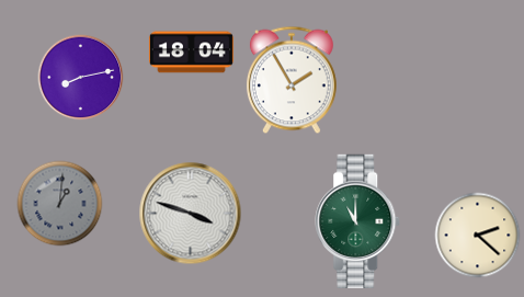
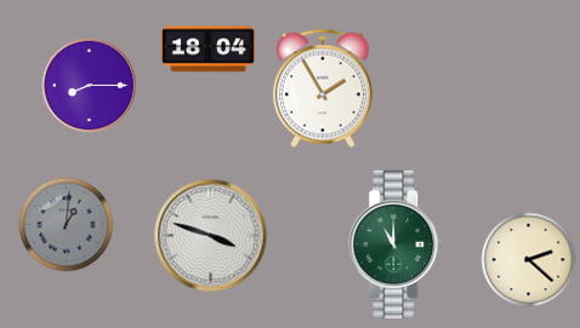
clock at (191, 53) position: (191, 53) -> (207, 50)
clock at (80, 77): 8:13 -> 8:15
